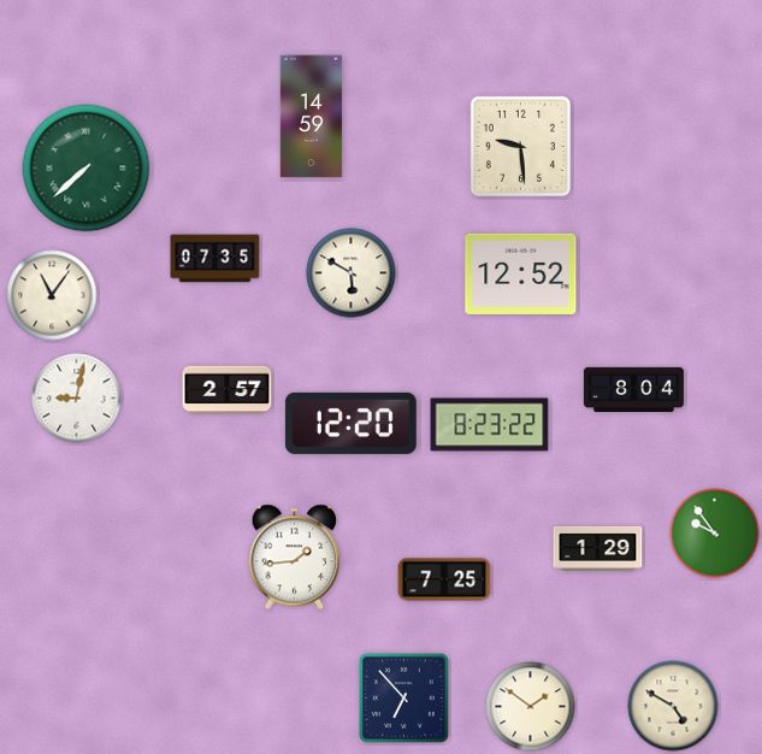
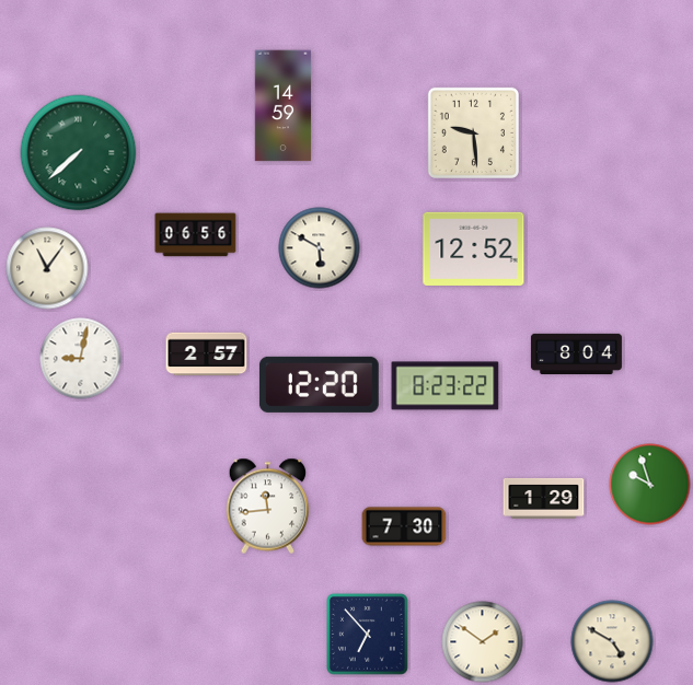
clock at (215, 259): 07:35 -> 06:56
clock at (77, 399) position: (77, 399) -> (81, 359)
clock at (715, 534): 9:54 -> 9:57
clock at (295, 558): 1:44 -> 11:44
clock at (444, 579): 7:25 -> 7:30
